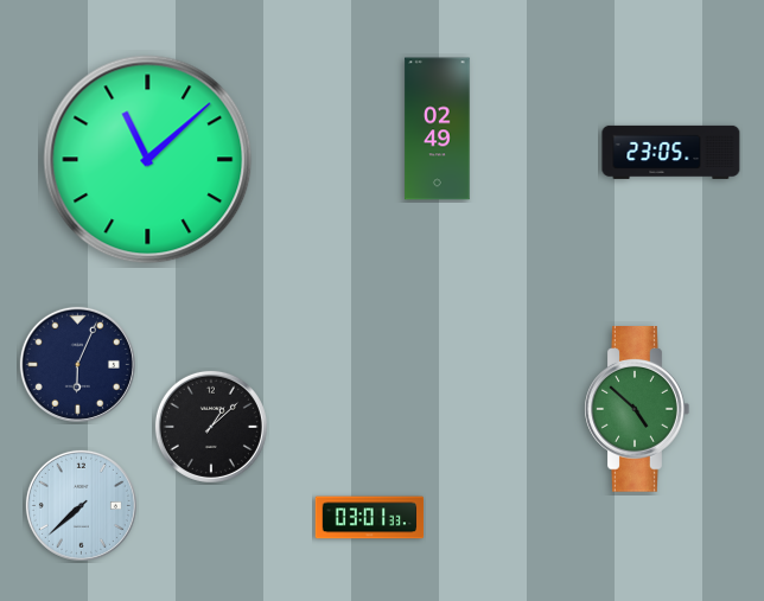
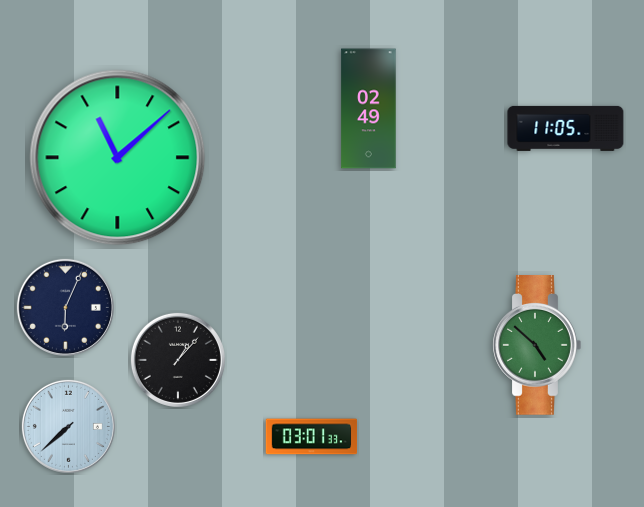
clock at (671, 152): 23:05 -> 11:05
clock at (148, 160) position: (148, 160) -> (118, 158)
clock at (211, 427): 1:08 -> 1:07
